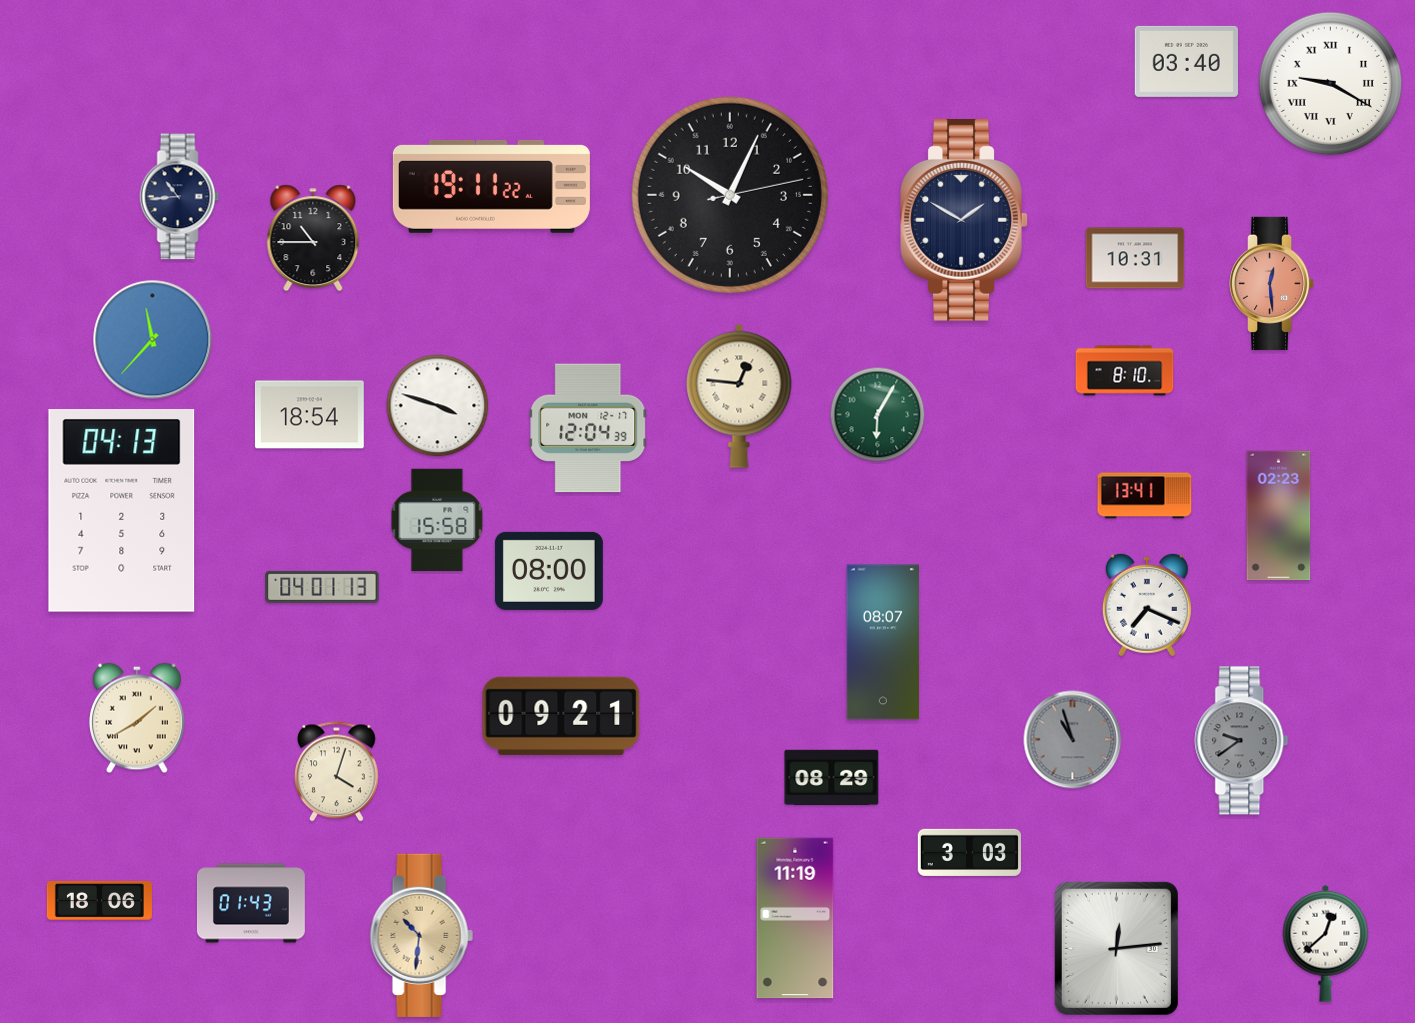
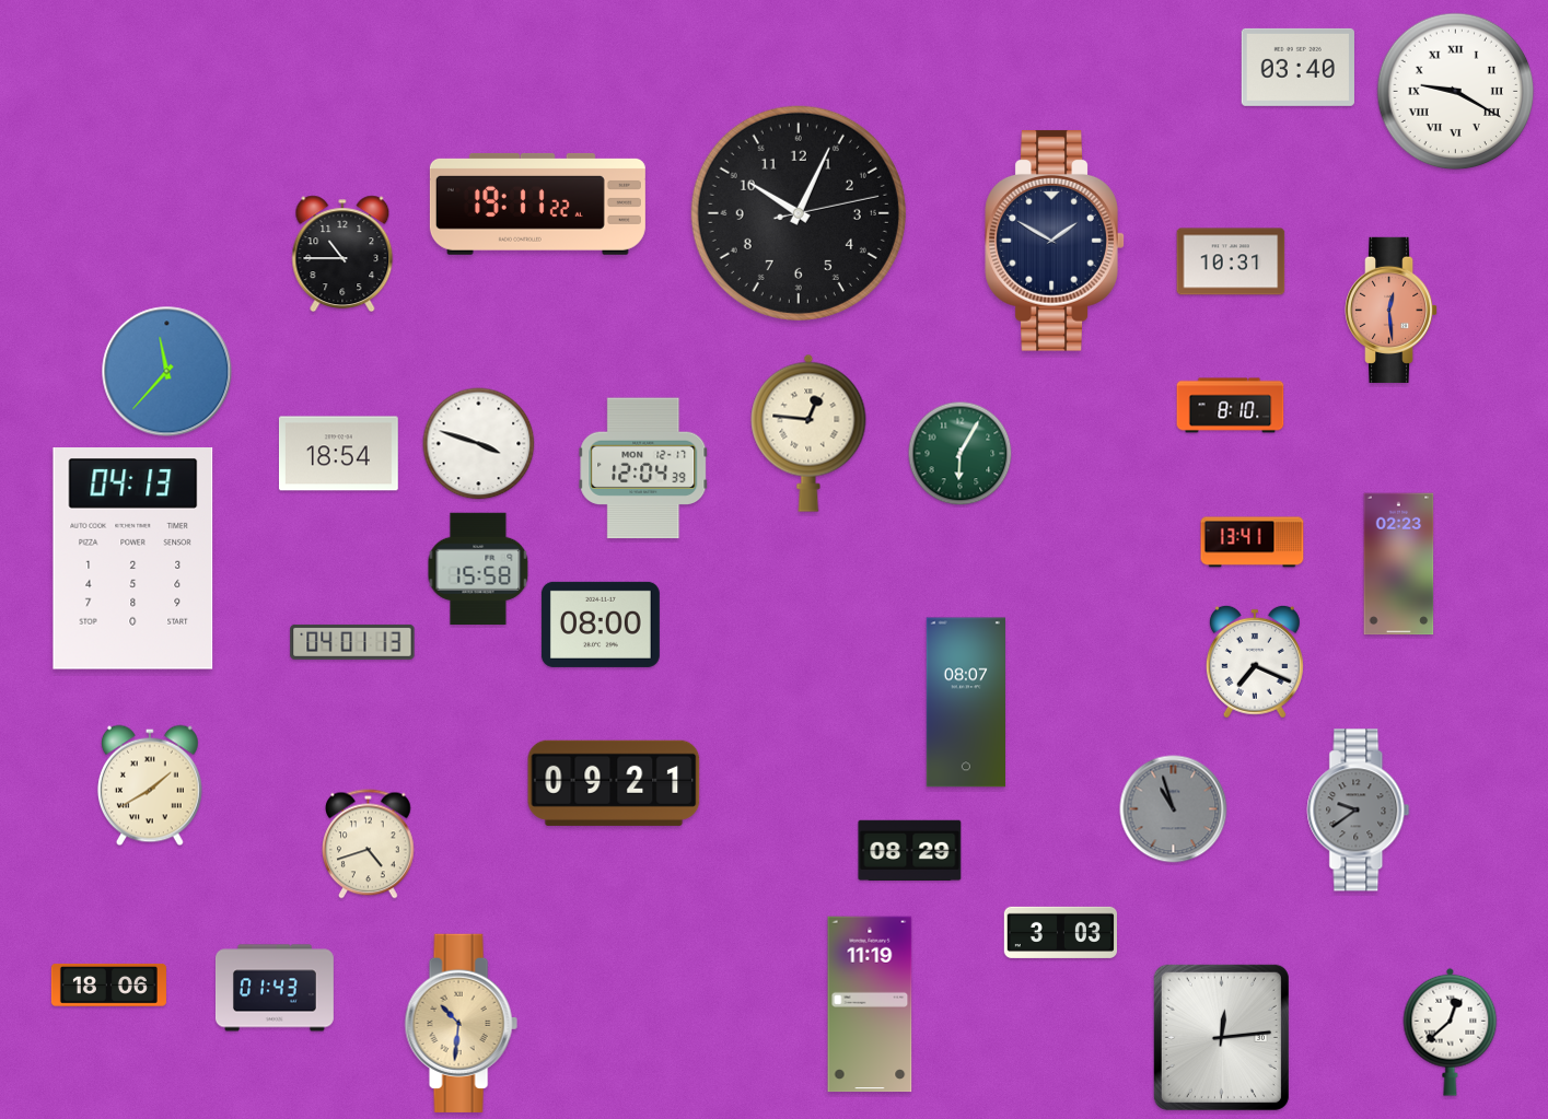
clock at (180, 197): 10:44 -> none
clock at (313, 238) position: (313, 238) -> (342, 254)
clock at (1135, 258) position: (1135, 258) -> (1231, 261)
clock at (337, 772): 4:03 -> 4:42
